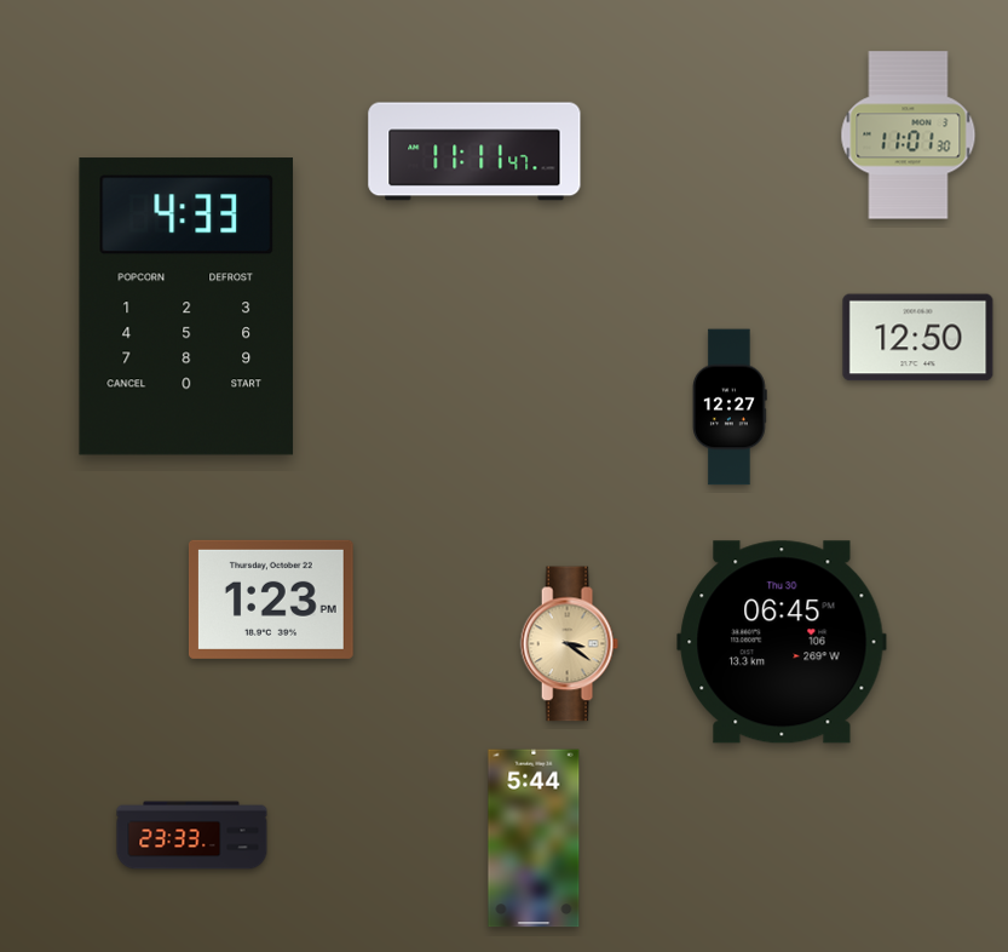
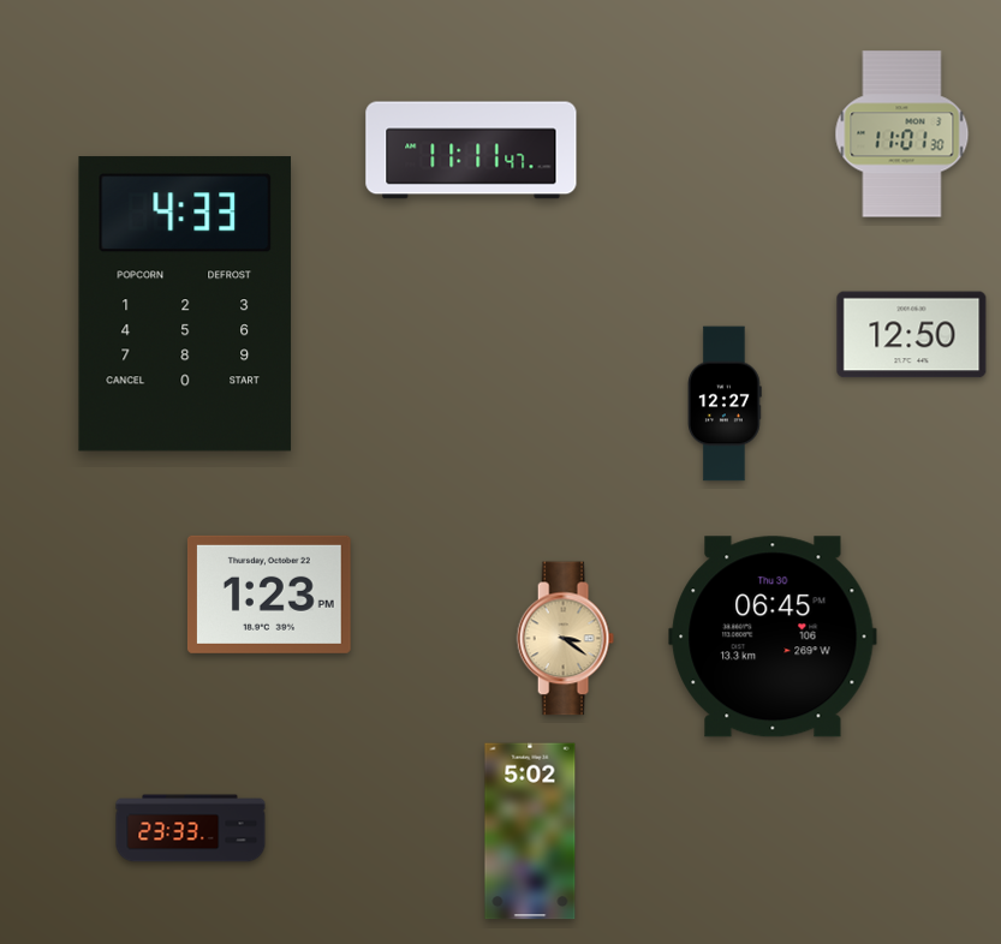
clock at (782, 642) position: (782, 642) -> (773, 637)
clock at (534, 838): 5:44 -> 5:02
